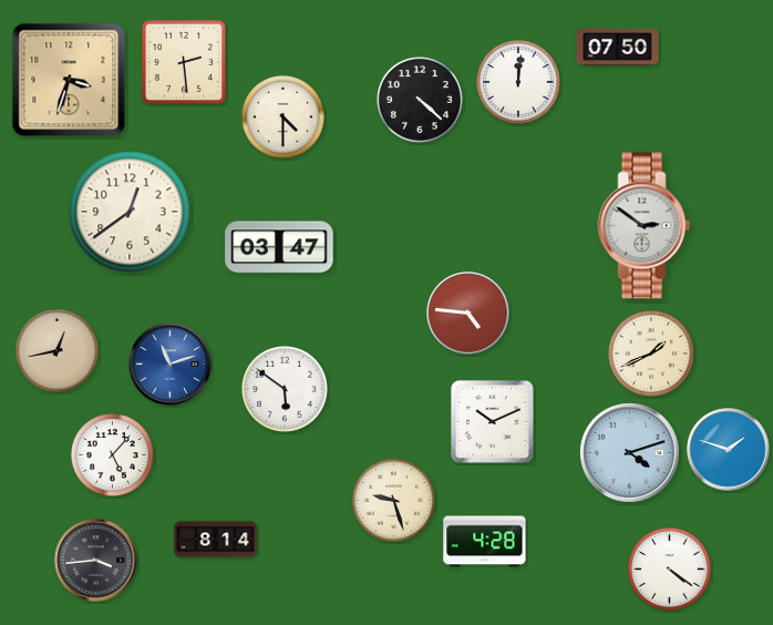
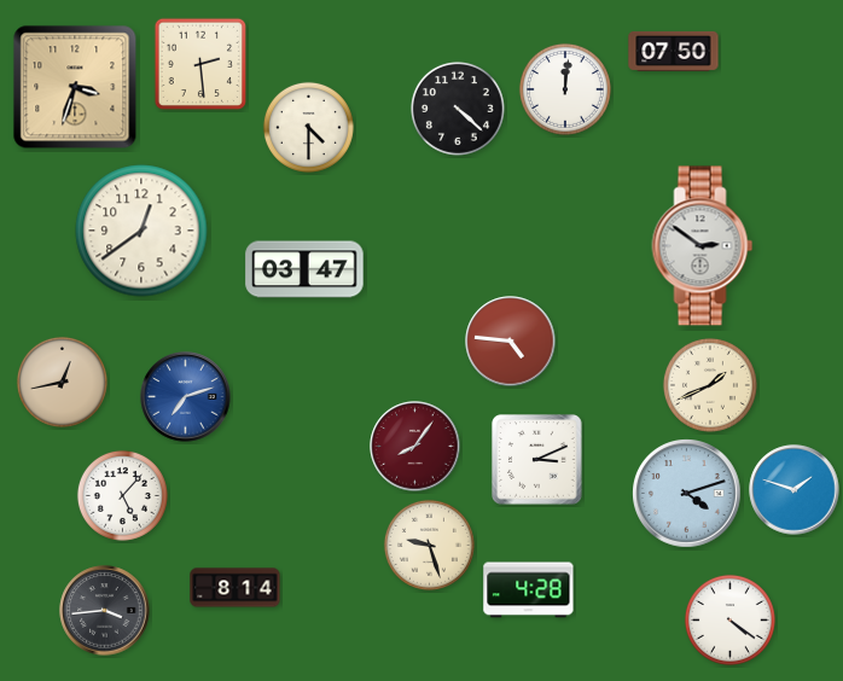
clock at (184, 62) position: (184, 62) -> (200, 64)
clock at (171, 365): 11:12 -> 7:12
clock at (285, 389): 5:51 -> none
clock at (415, 447): none -> 8:06
clock at (493, 422): 10:11 -> 3:11
